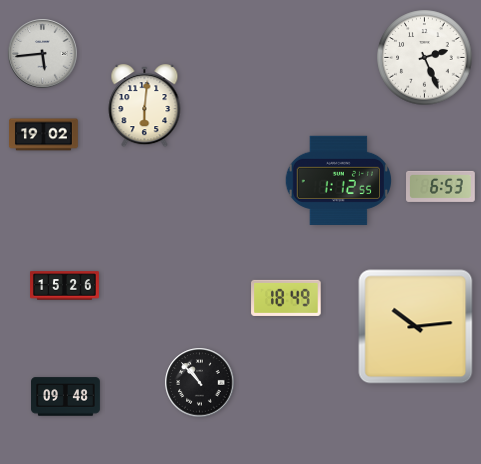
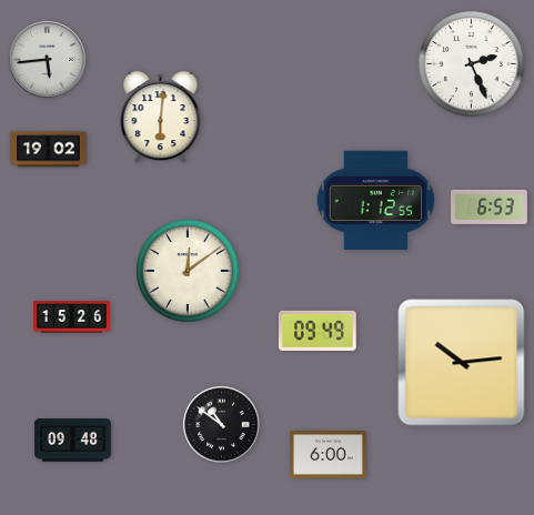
clock at (189, 272): none -> 12:09
clock at (286, 298): 18:49 -> 09:49
clock at (200, 383): 10:53 -> 10:51
clock at (329, 455): none -> 6:00
